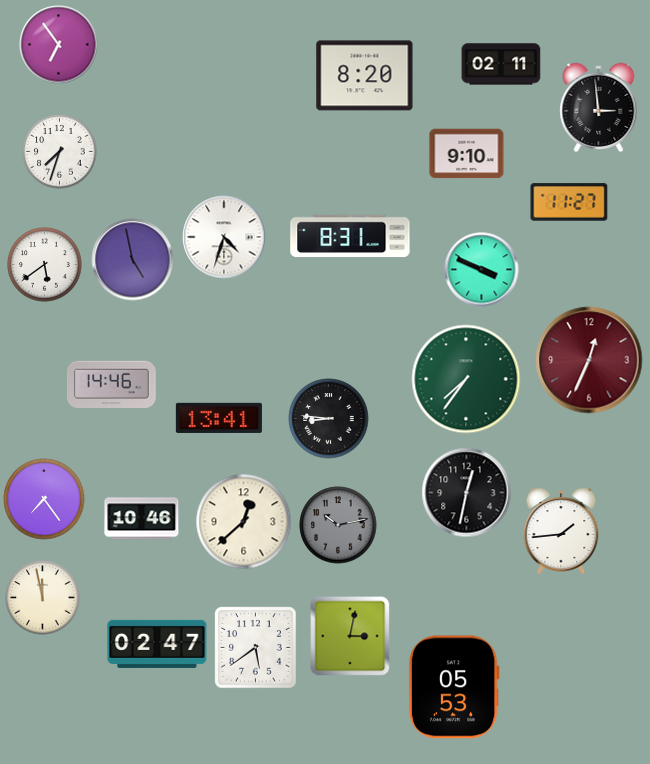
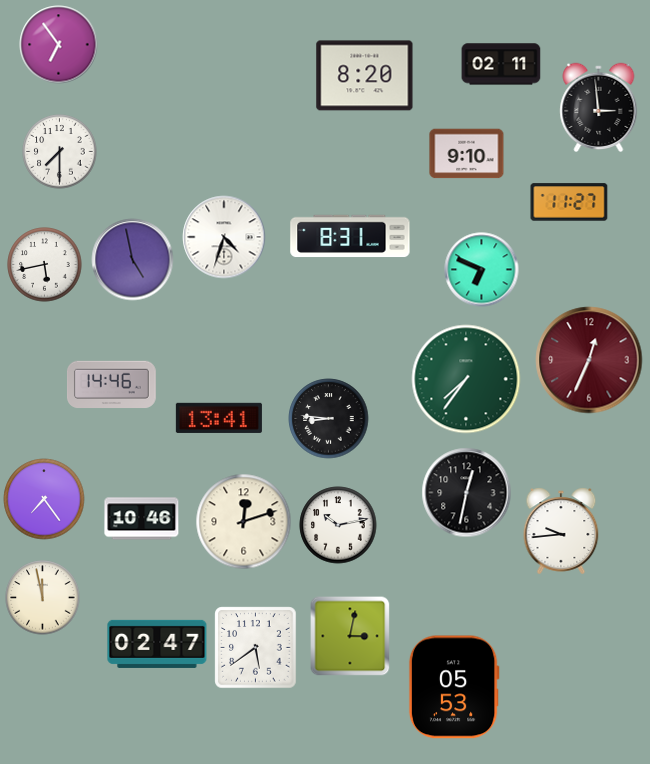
clock at (60, 152): 7:33 -> 7:30
clock at (45, 265): 5:39 -> 5:43
clock at (482, 270): 3:49 -> 6:49
clock at (244, 522): 12:38 -> 12:12
clock at (338, 525) dial: grey -> white
clock at (561, 531): 1:44 -> 9:44
